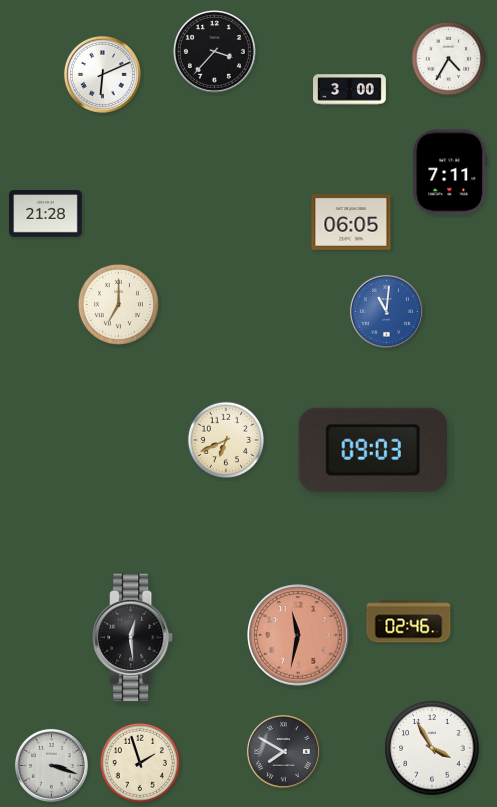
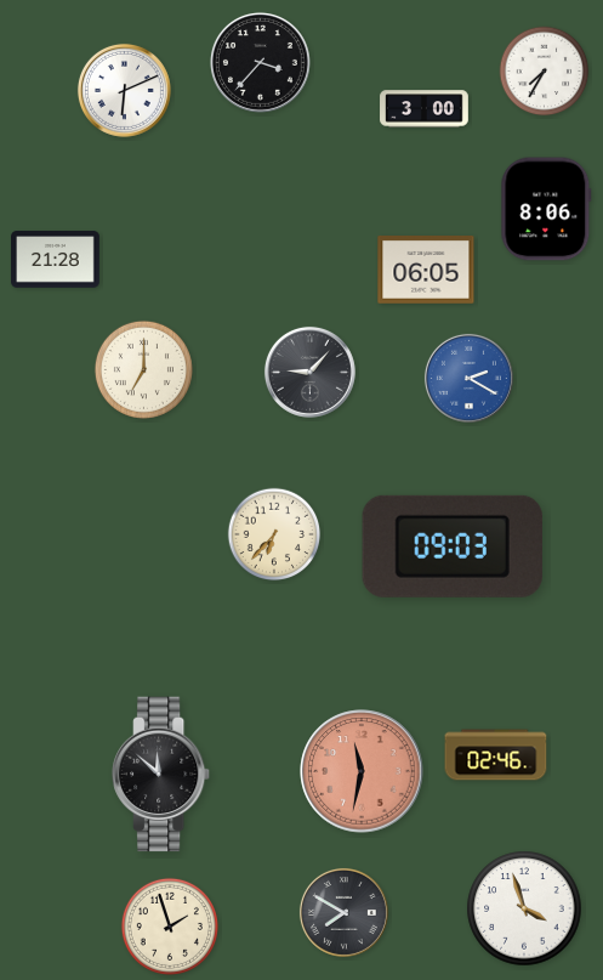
clock at (449, 59): 4:35 -> 7:35
clock at (450, 172): 7:11 -> 8:06
clock at (309, 372): none -> 9:07
clock at (386, 311): 11:01 -> 2:20
clock at (226, 440): 6:41 -> 6:37
clock at (134, 638): 12:29 -> 11:52
clock at (432, 748): 3:55 -> 3:57
clock at (51, 765): 3:18 -> none
